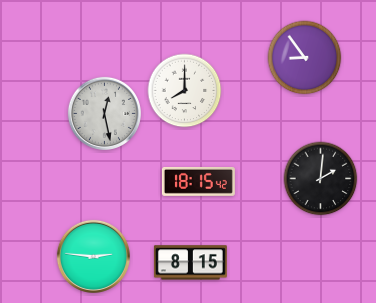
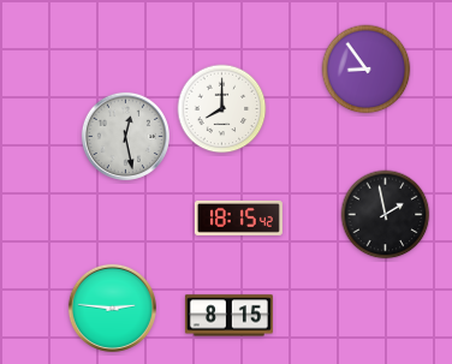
clock at (321, 179): 2:01 -> 1:58
